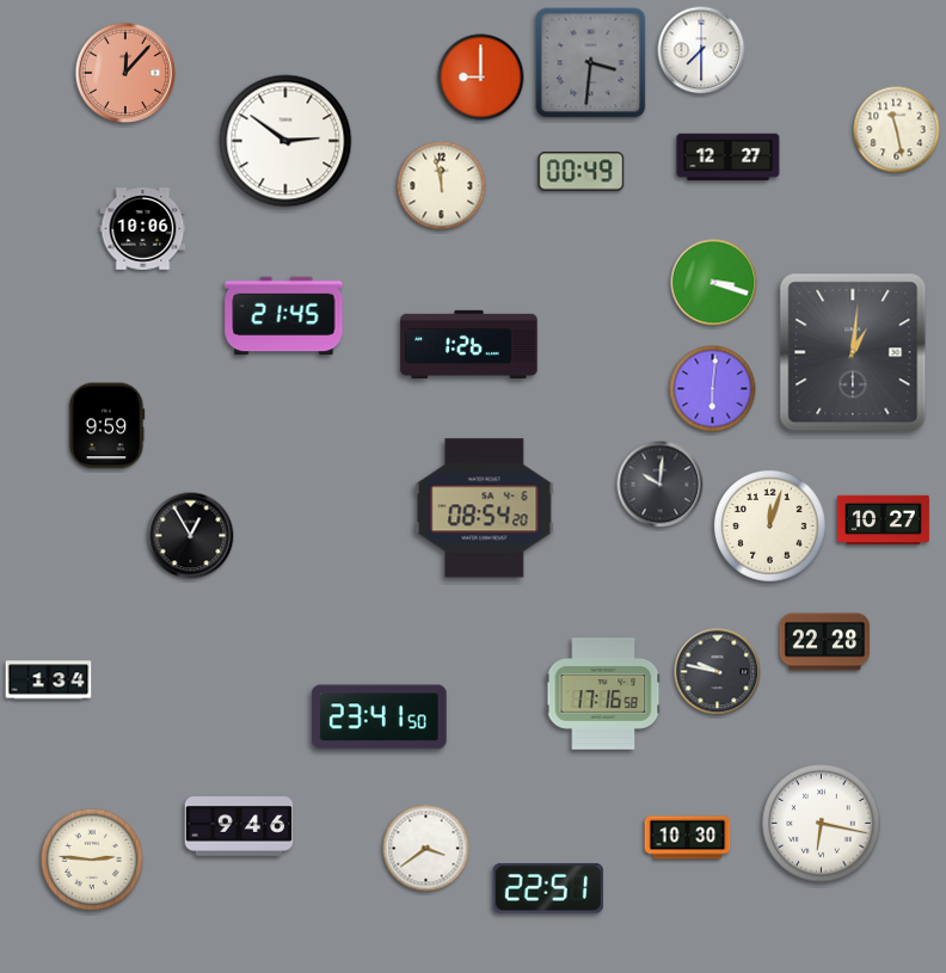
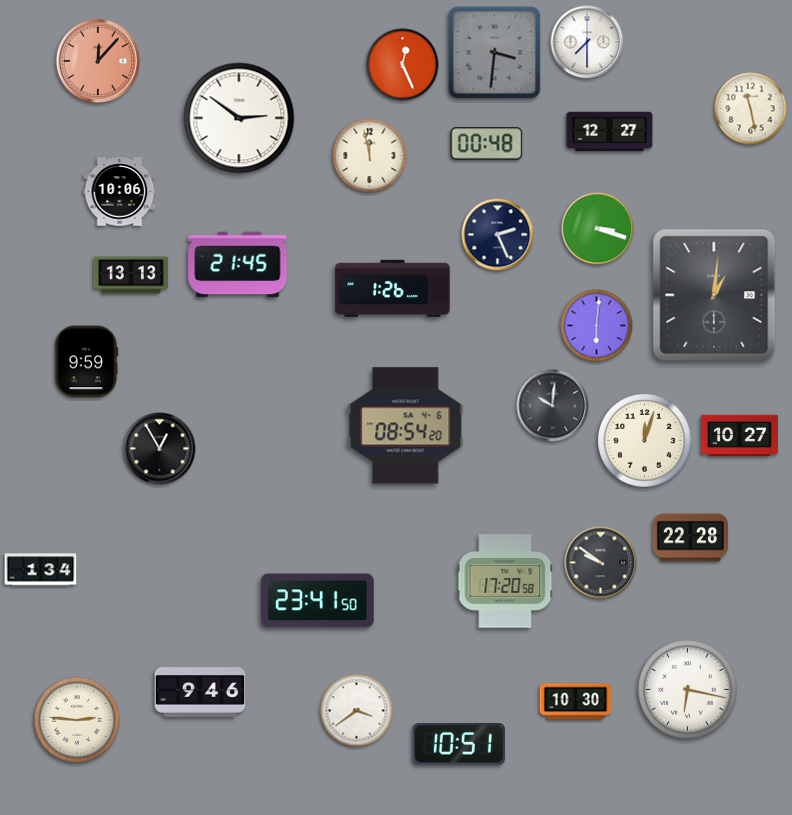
clock at (125, 73) position: (125, 73) -> (98, 61)
clock at (481, 78): 9:00 -> 12:26
clock at (582, 172): 00:49 -> 00:48
clock at (498, 235): none -> 2:26
clock at (714, 283) position: (714, 283) -> (598, 229)
clock at (131, 275): none -> 13:13
clock at (106, 426) position: (106, 426) -> (86, 362)
clock at (718, 672): 9:47 -> 9:51
clock at (603, 694): 17:16 -> 17:20
clock at (548, 888): 22:51 -> 10:51
